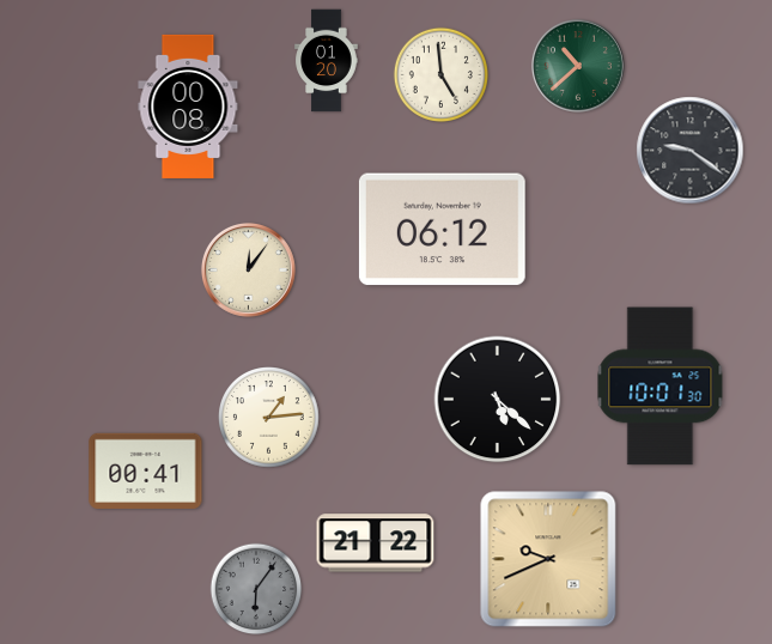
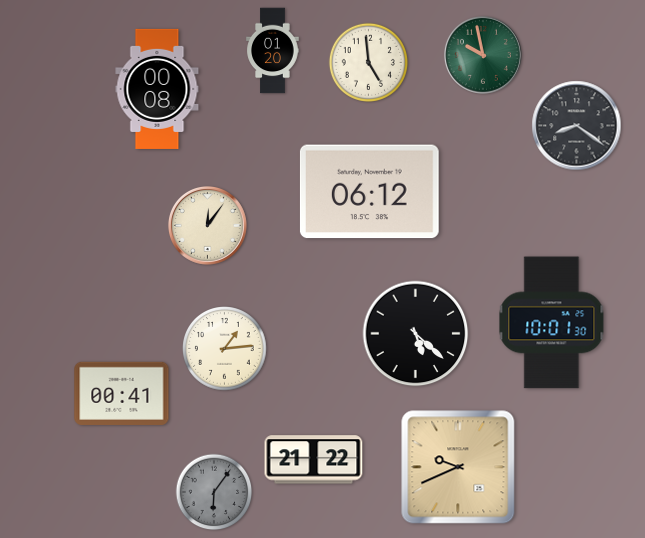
clock at (578, 66): 10:38 -> 9:58
clock at (691, 151): 9:21 -> 8:21
clock at (376, 543) position: (376, 543) -> (314, 460)
